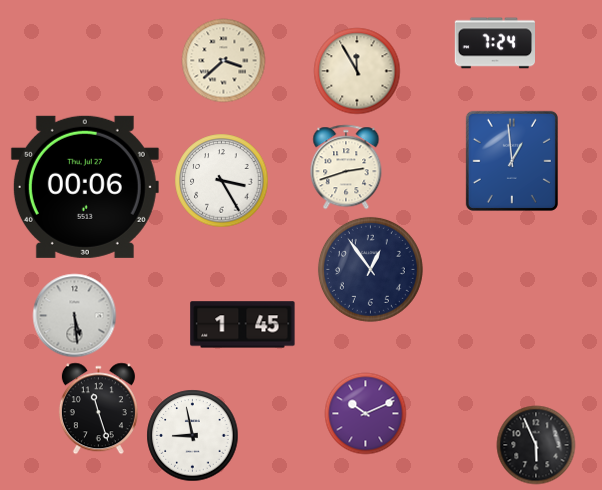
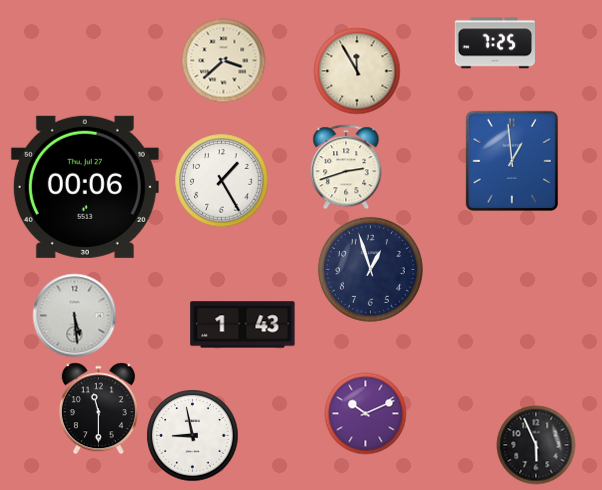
clock at (494, 43): 7:24 -> 7:25
clock at (221, 180): 3:25 -> 1:25
clock at (370, 269): 12:54 -> 12:57
clock at (243, 325): 1:45 -> 1:43
clock at (98, 408): 11:27 -> 11:30
